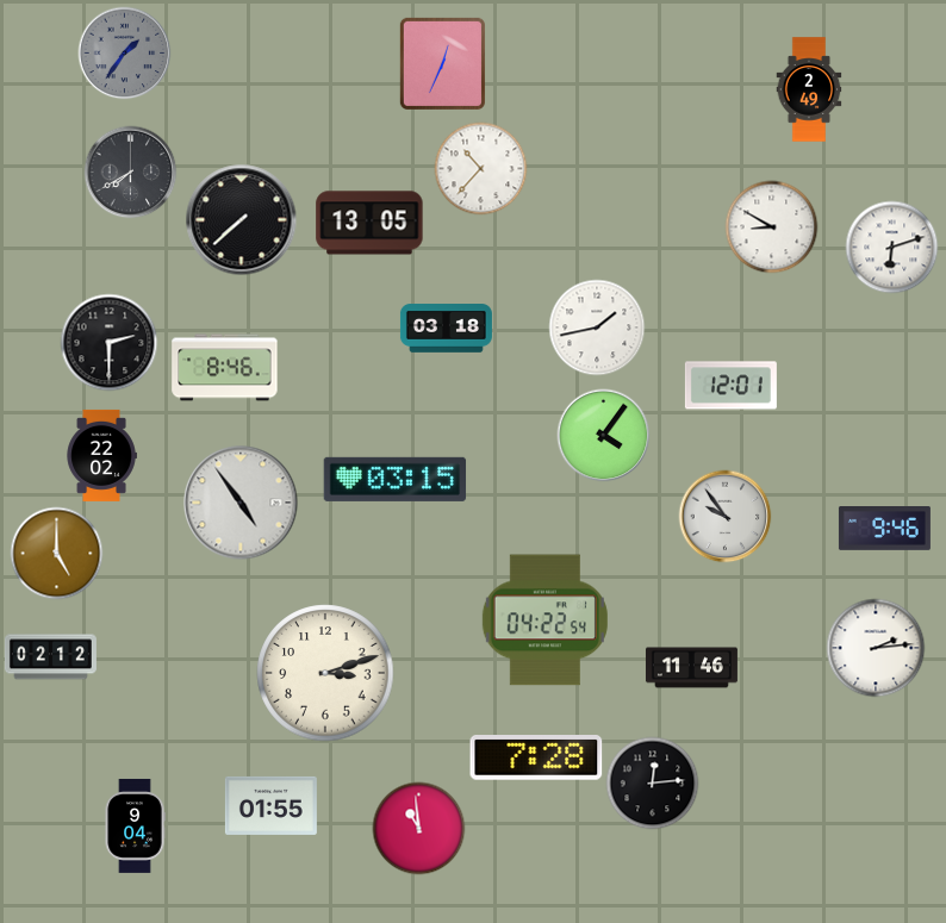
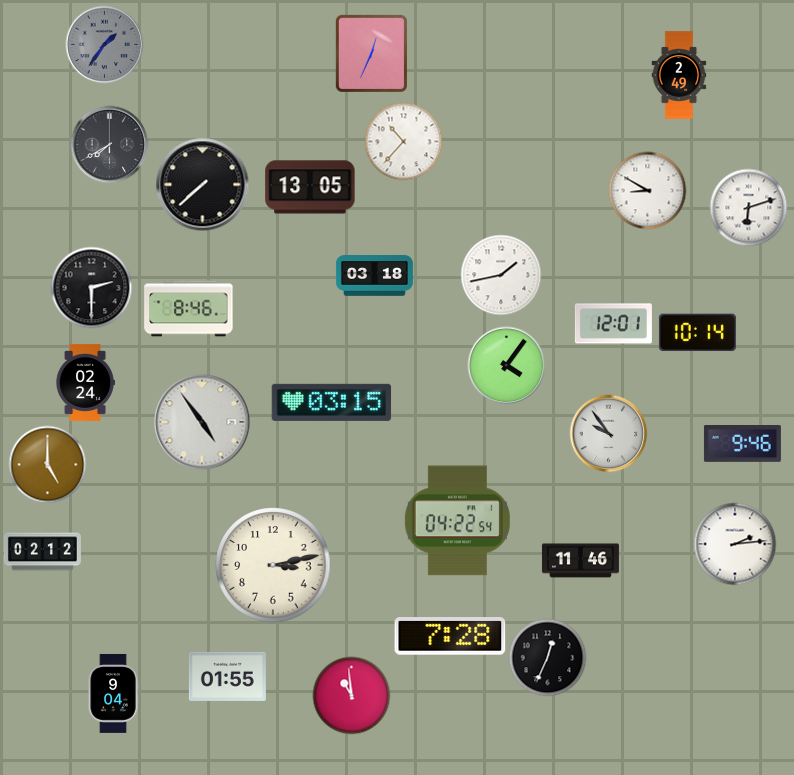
clock at (697, 333): none -> 10:14
clock at (101, 455): 22:02 -> 02:24
clock at (325, 673): 3:12 -> 3:13
clock at (652, 782): 12:14 -> 12:34
